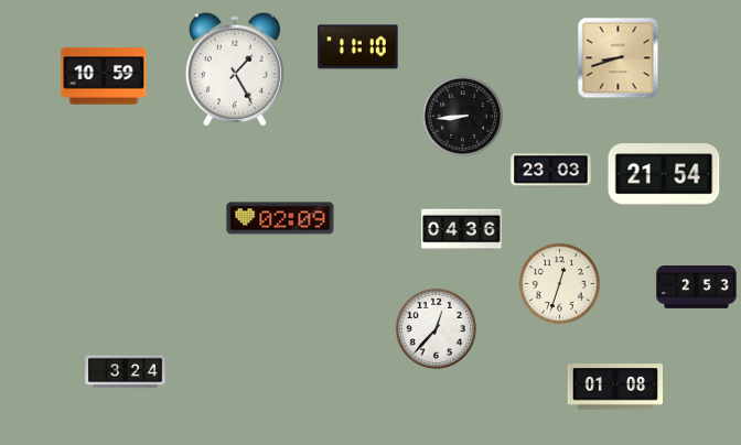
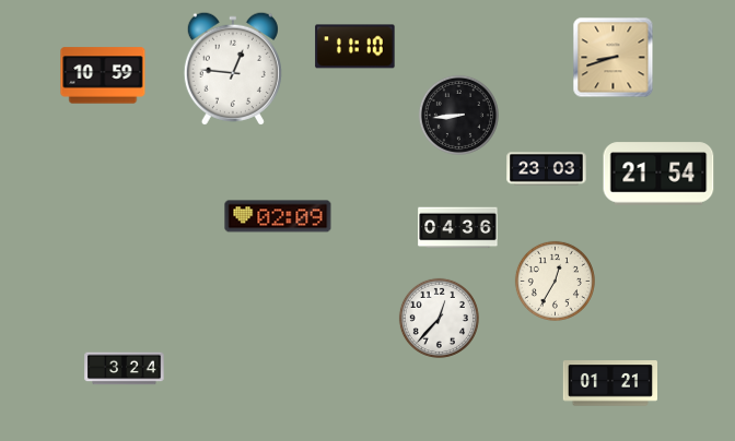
clock at (235, 69): 1:25 -> 12:46
clock at (559, 283): 12:33 -> 12:35
clock at (697, 287): 2:53 -> none
clock at (436, 328) position: (436, 328) -> (439, 318)
clock at (614, 387): 01:08 -> 01:21
